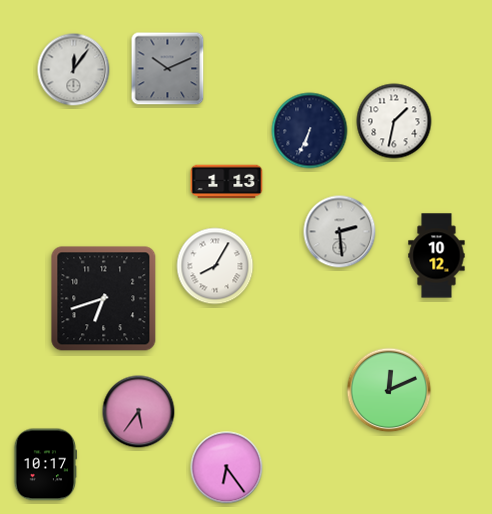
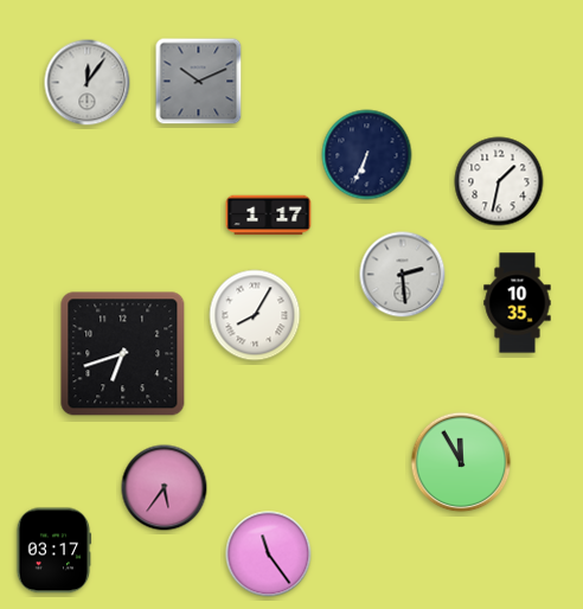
clock at (394, 121) position: (394, 121) -> (499, 181)
clock at (227, 182): 1:13 -> 1:17
clock at (437, 256): 10:12 -> 10:35
clock at (389, 390): 12:11 -> 11:55
clock at (45, 465): 10:17 -> 03:17
clock at (227, 468): 6:24 -> 11:24
